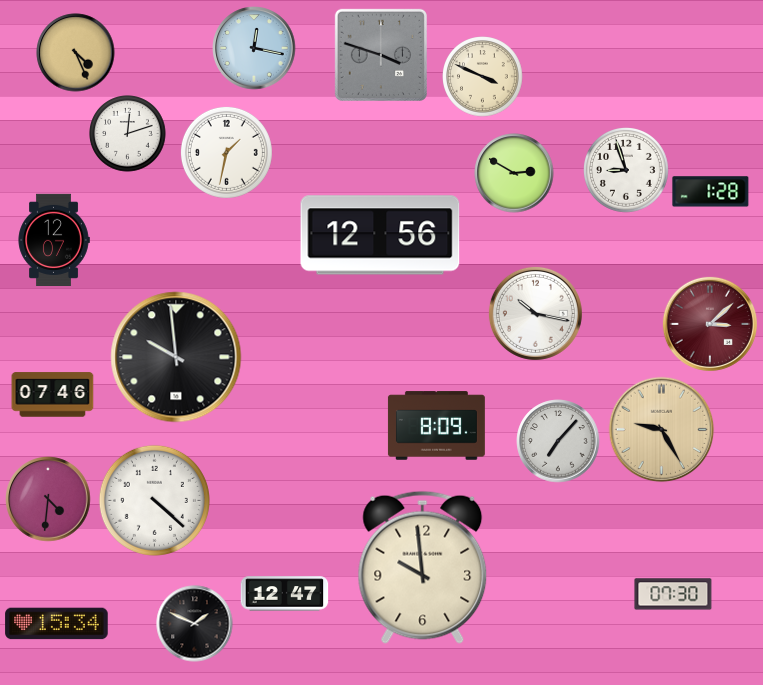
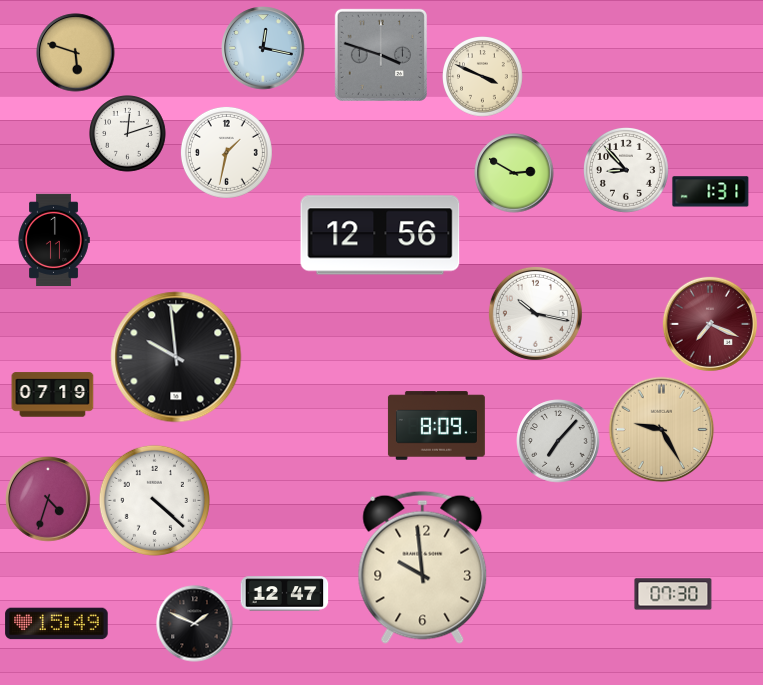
clock at (254, 48) position: (254, 48) -> (263, 48)
clock at (76, 53): 4:26 -> 5:48
clock at (627, 171): 8:57 -> 8:53
clock at (711, 192): 1:28 -> 1:31
clock at (54, 239): 12:07 -> 1:11
clock at (710, 324): 3:08 -> 7:19
clock at (53, 395): 07:46 -> 07:19
clock at (48, 499): 4:31 -> 4:33
clock at (57, 624): 15:34 -> 15:49
